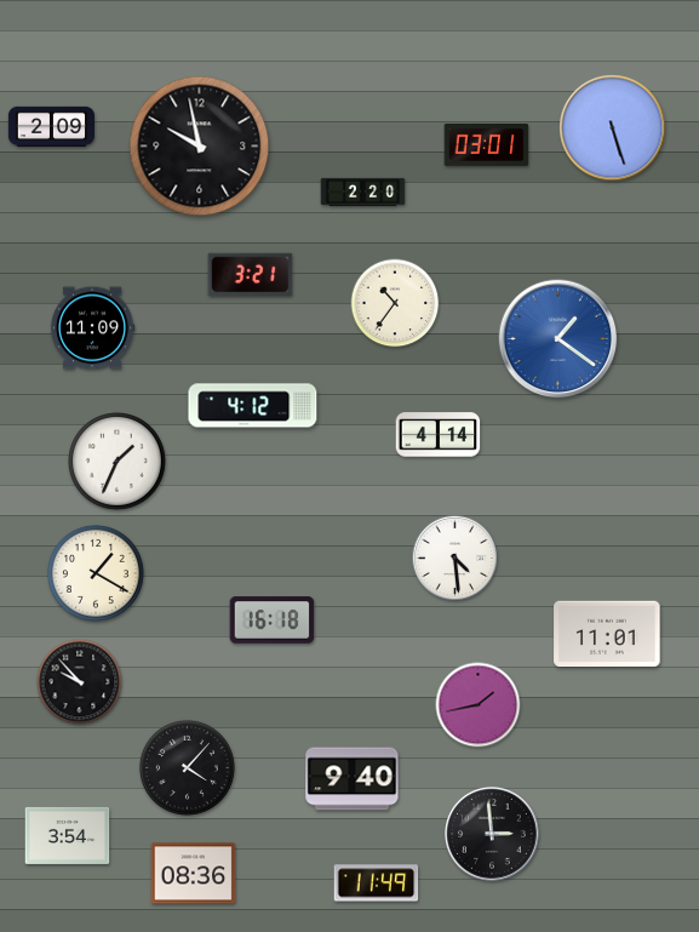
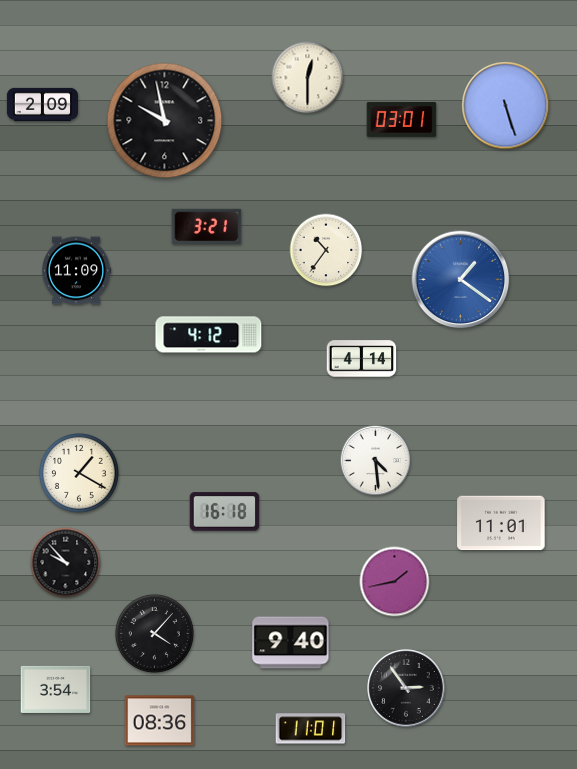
clock at (308, 78): none -> 12:30
clock at (363, 191): 2:20 -> none
clock at (118, 462): 1:34 -> none
clock at (492, 834): 2:59 -> 2:54
clock at (377, 884): 11:49 -> 11:01
